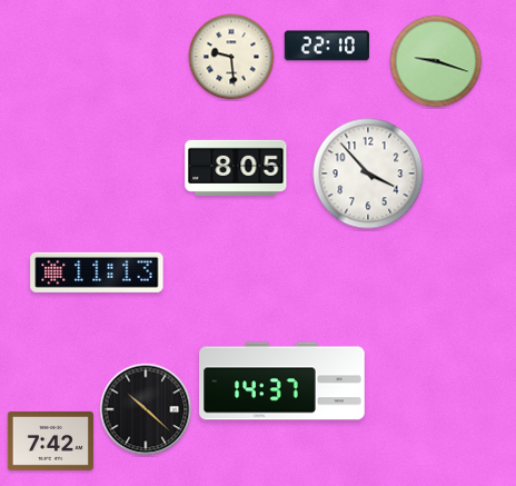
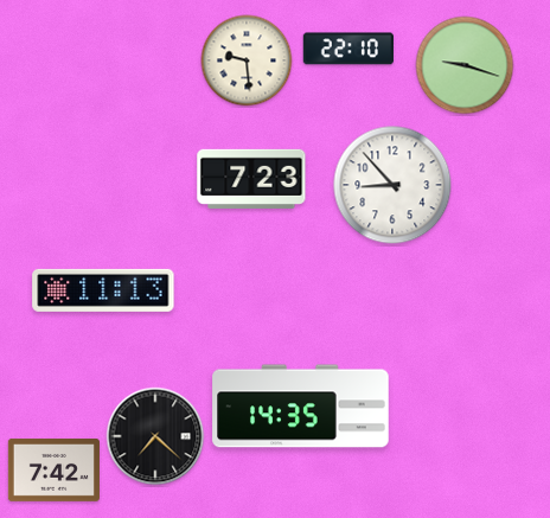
clock at (236, 168): 8:05 -> 7:23
clock at (368, 173): 3:53 -> 8:53
clock at (282, 381): 14:37 -> 14:35
clock at (146, 409): 10:22 -> 7:22
